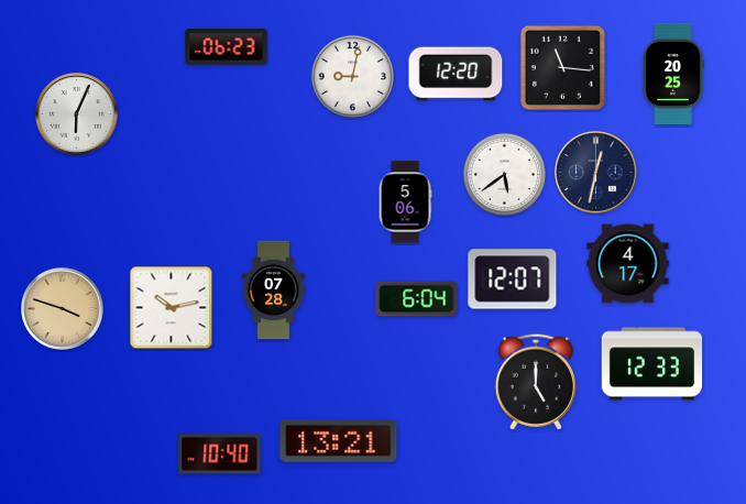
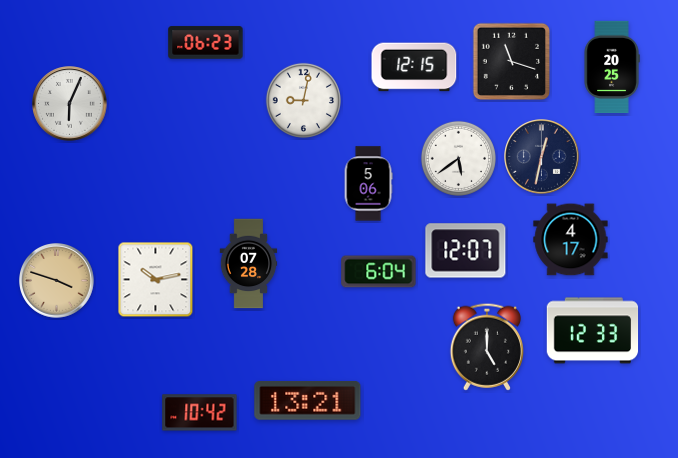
clock at (562, 67): 11:16 -> 11:18
clock at (456, 74): 12:20 -> 12:15
clock at (352, 76) position: (352, 76) -> (303, 100)
clock at (513, 280) position: (513, 280) -> (466, 251)
clock at (220, 454): 10:40 -> 10:42
